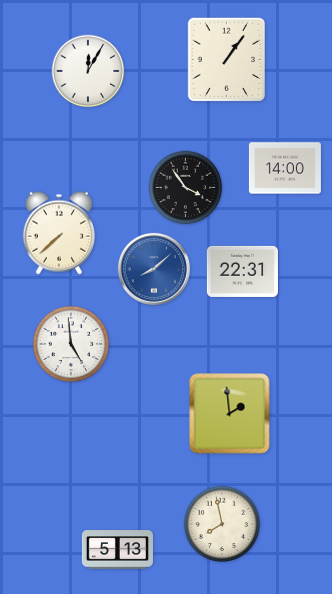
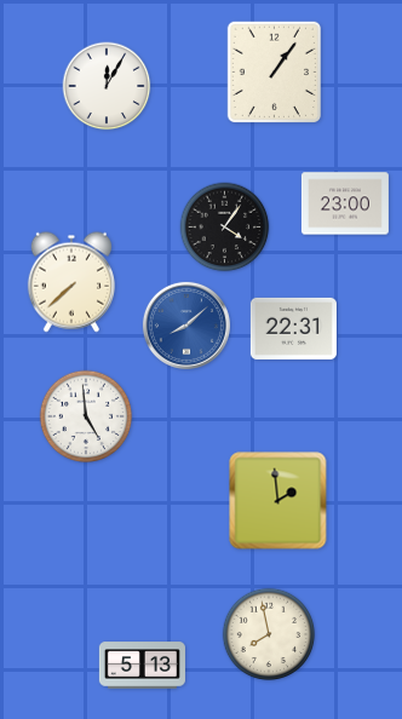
clock at (285, 168): 14:00 -> 23:00
clock at (186, 188): 3:54 -> 4:06
